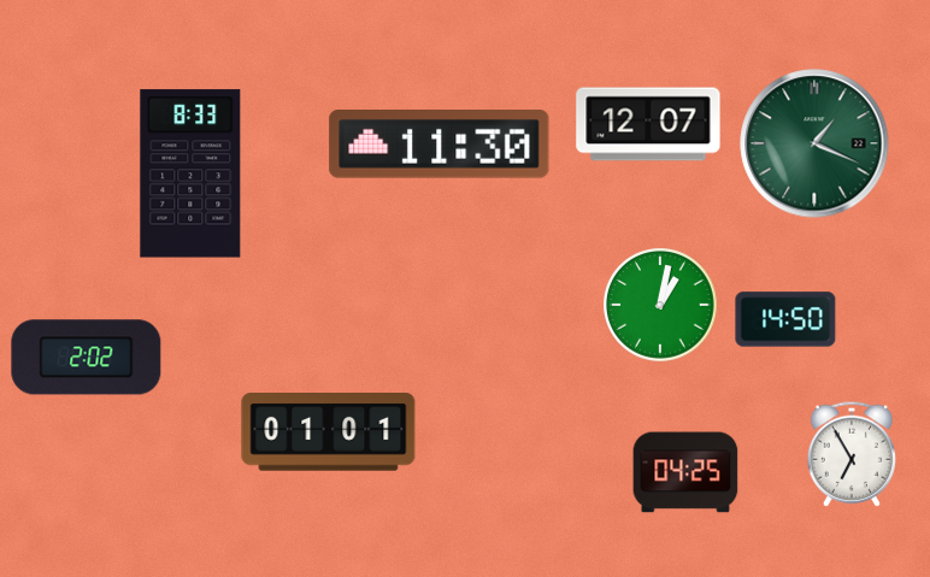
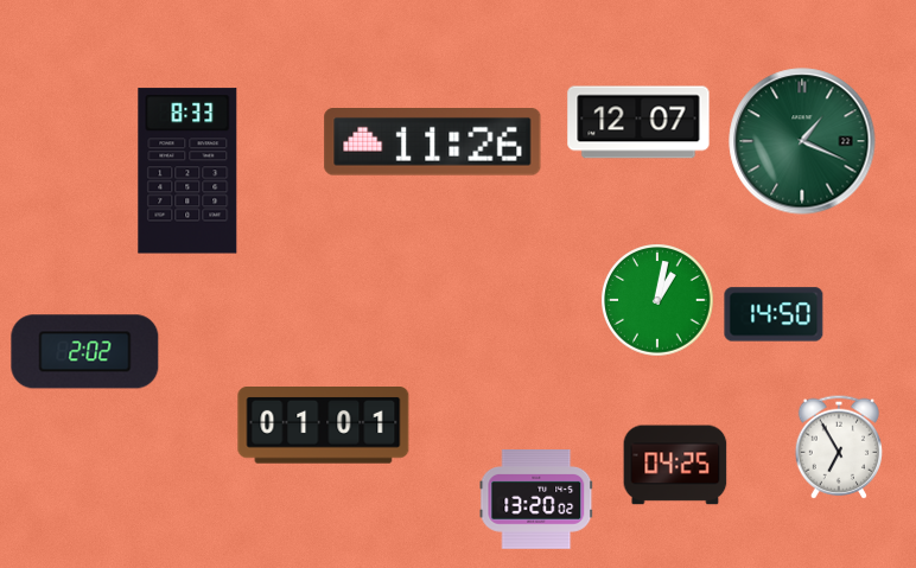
clock at (440, 145): 11:30 -> 11:26
clock at (660, 305) position: (660, 305) -> (657, 300)
clock at (536, 500): none -> 13:20
